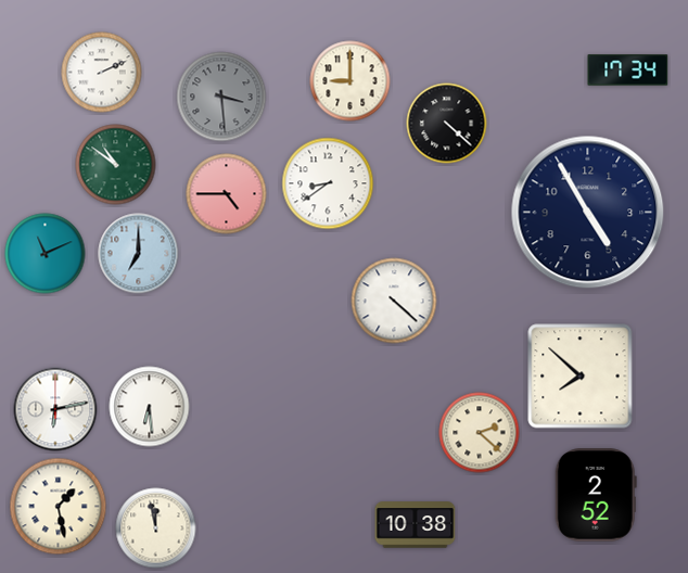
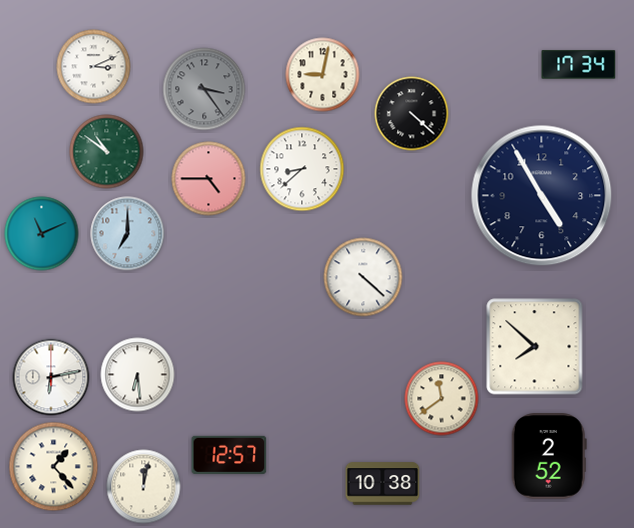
clock at (102, 73): 2:11 -> 3:11
clock at (351, 81): 9:00 -> 9:02
clock at (221, 97): 3:29 -> 3:24
clock at (328, 183): 8:39 -> 8:38
clock at (480, 433): 2:22 -> 11:39
clock at (229, 455): none -> 12:57
clock at (59, 507): 1:28 -> 1:23
clock at (156, 529): 11:58 -> 12:02
